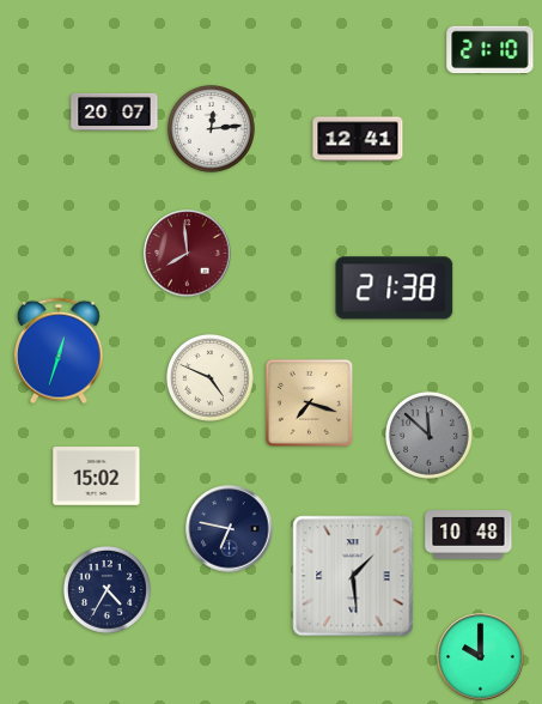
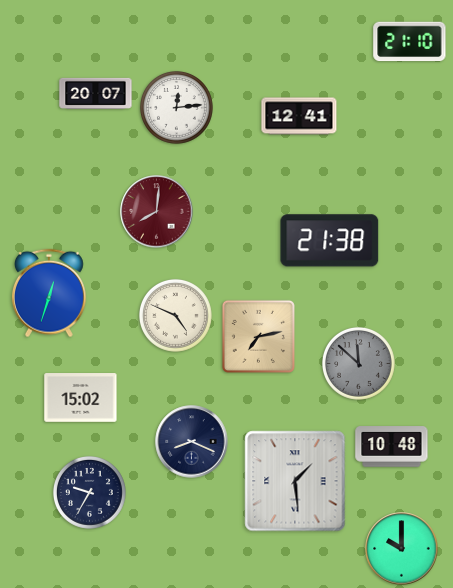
clock at (188, 254): 7:59 -> 8:01
clock at (309, 402): 7:18 -> 7:13
clock at (230, 529): 6:47 -> 8:19
clock at (106, 589): 4:35 -> 9:35
